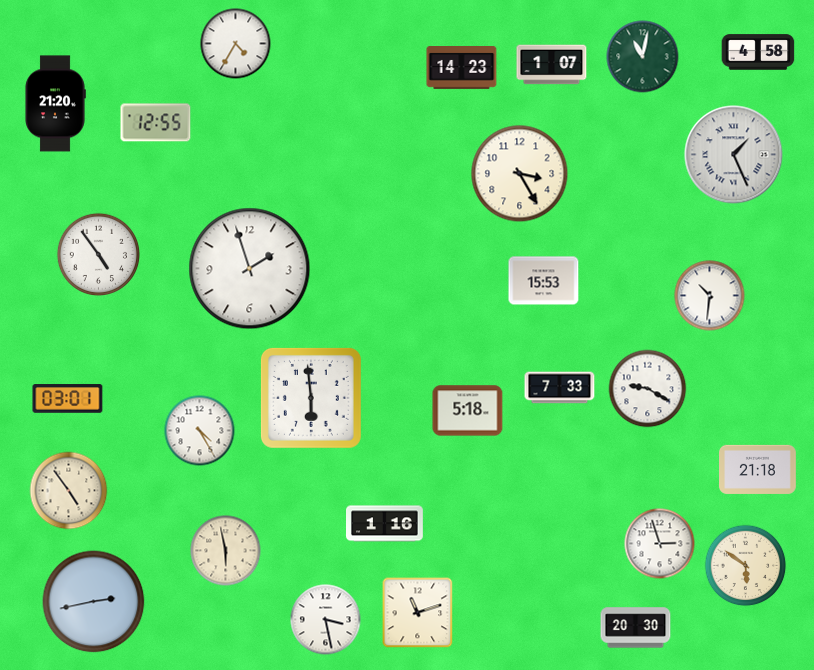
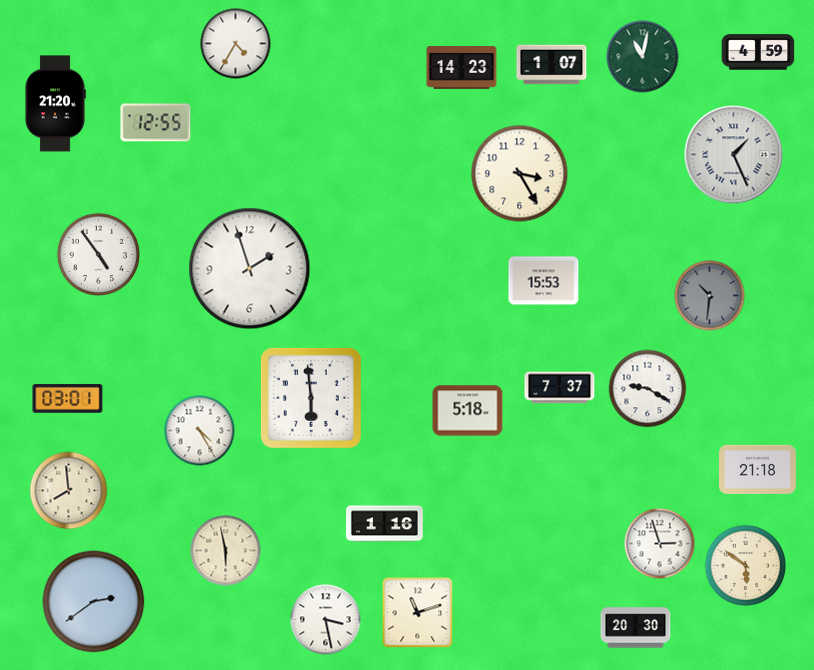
clock at (758, 52): 4:58 -> 4:59
clock at (710, 296) dial: white -> grey
clock at (560, 388): 7:33 -> 7:37
clock at (69, 491): 4:54 -> 7:59
clock at (94, 602): 2:43 -> 2:39
